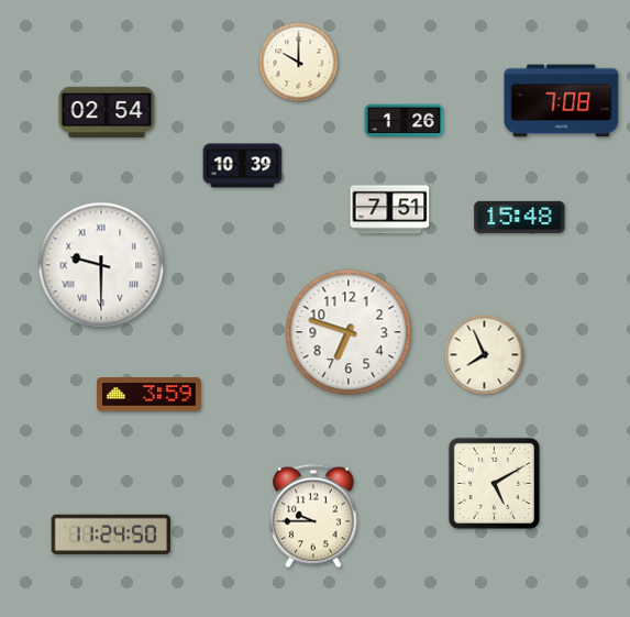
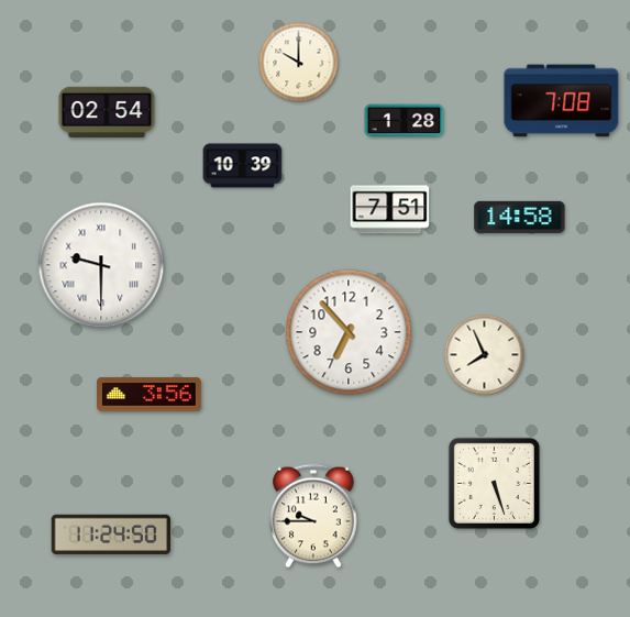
clock at (405, 121): 1:26 -> 1:28
clock at (520, 217): 15:48 -> 14:58
clock at (349, 332): 6:48 -> 6:53
clock at (150, 395): 3:59 -> 3:56
clock at (494, 483): 5:10 -> 5:27
